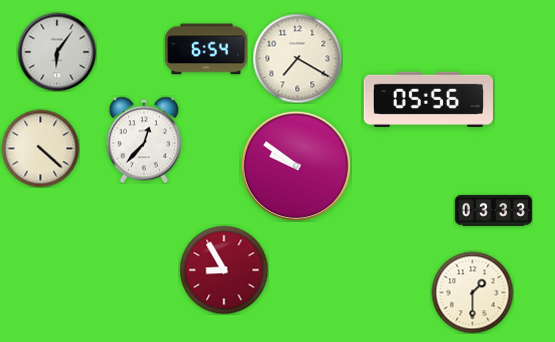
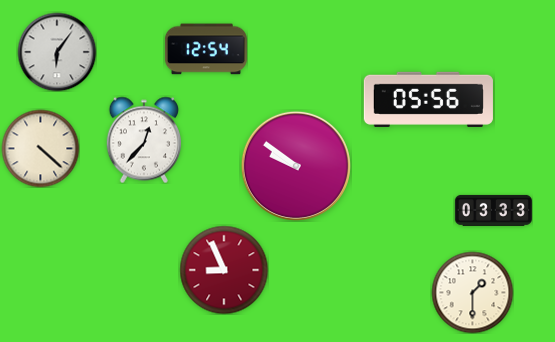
clock at (206, 49): 6:54 -> 12:54
clock at (297, 58): 7:20 -> none
clock at (224, 270): 8:55 -> 8:56
